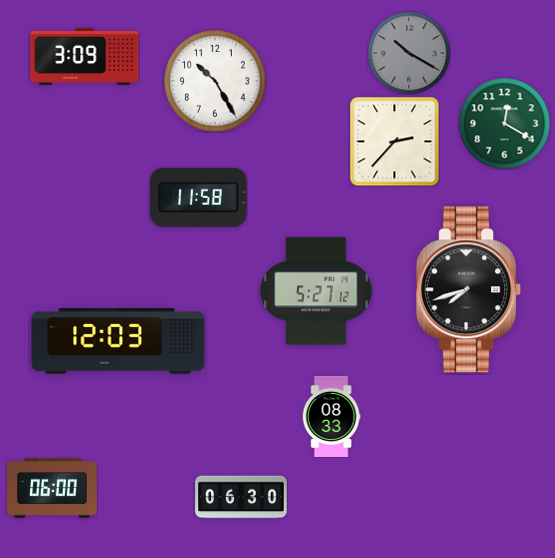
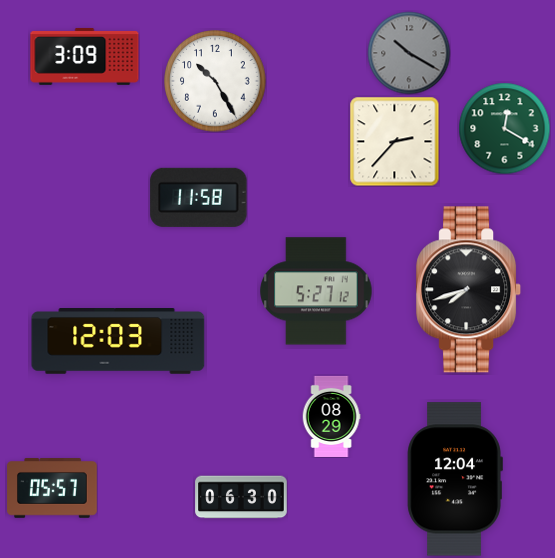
clock at (504, 123) position: (504, 123) -> (504, 128)
clock at (331, 416): 08:33 -> 08:29
clock at (455, 479): none -> 12:04
clock at (52, 488): 06:00 -> 05:57
